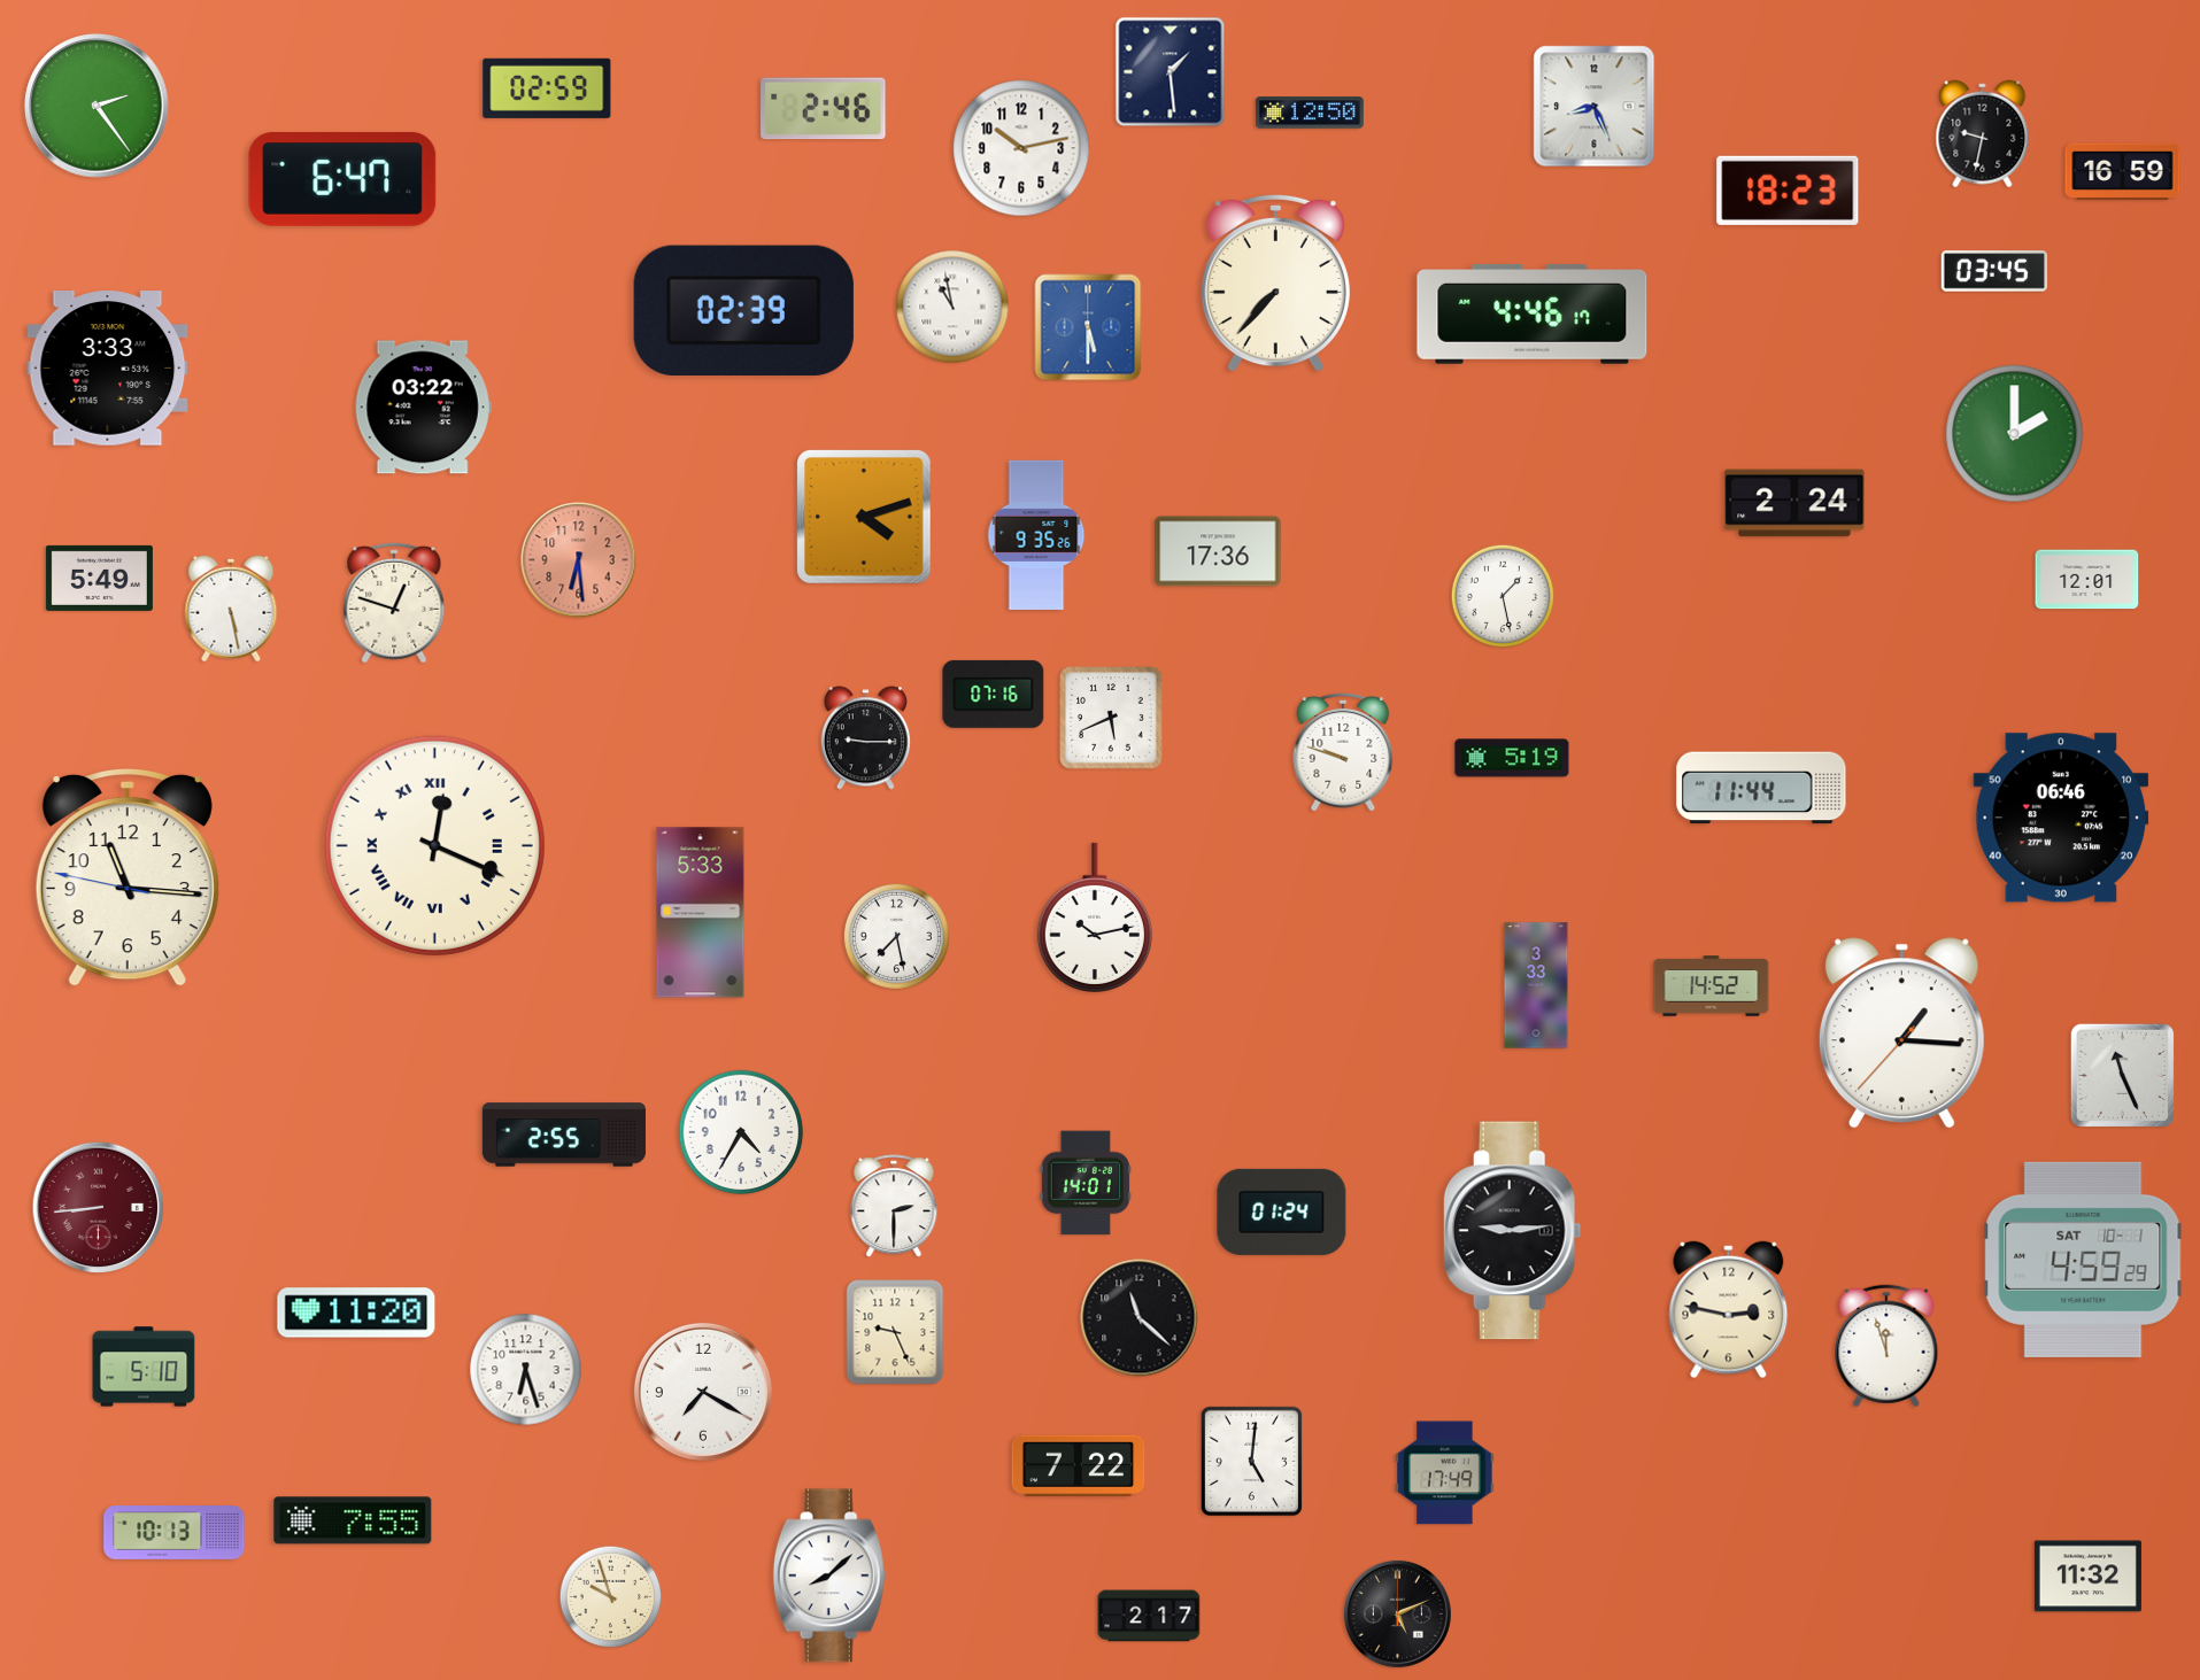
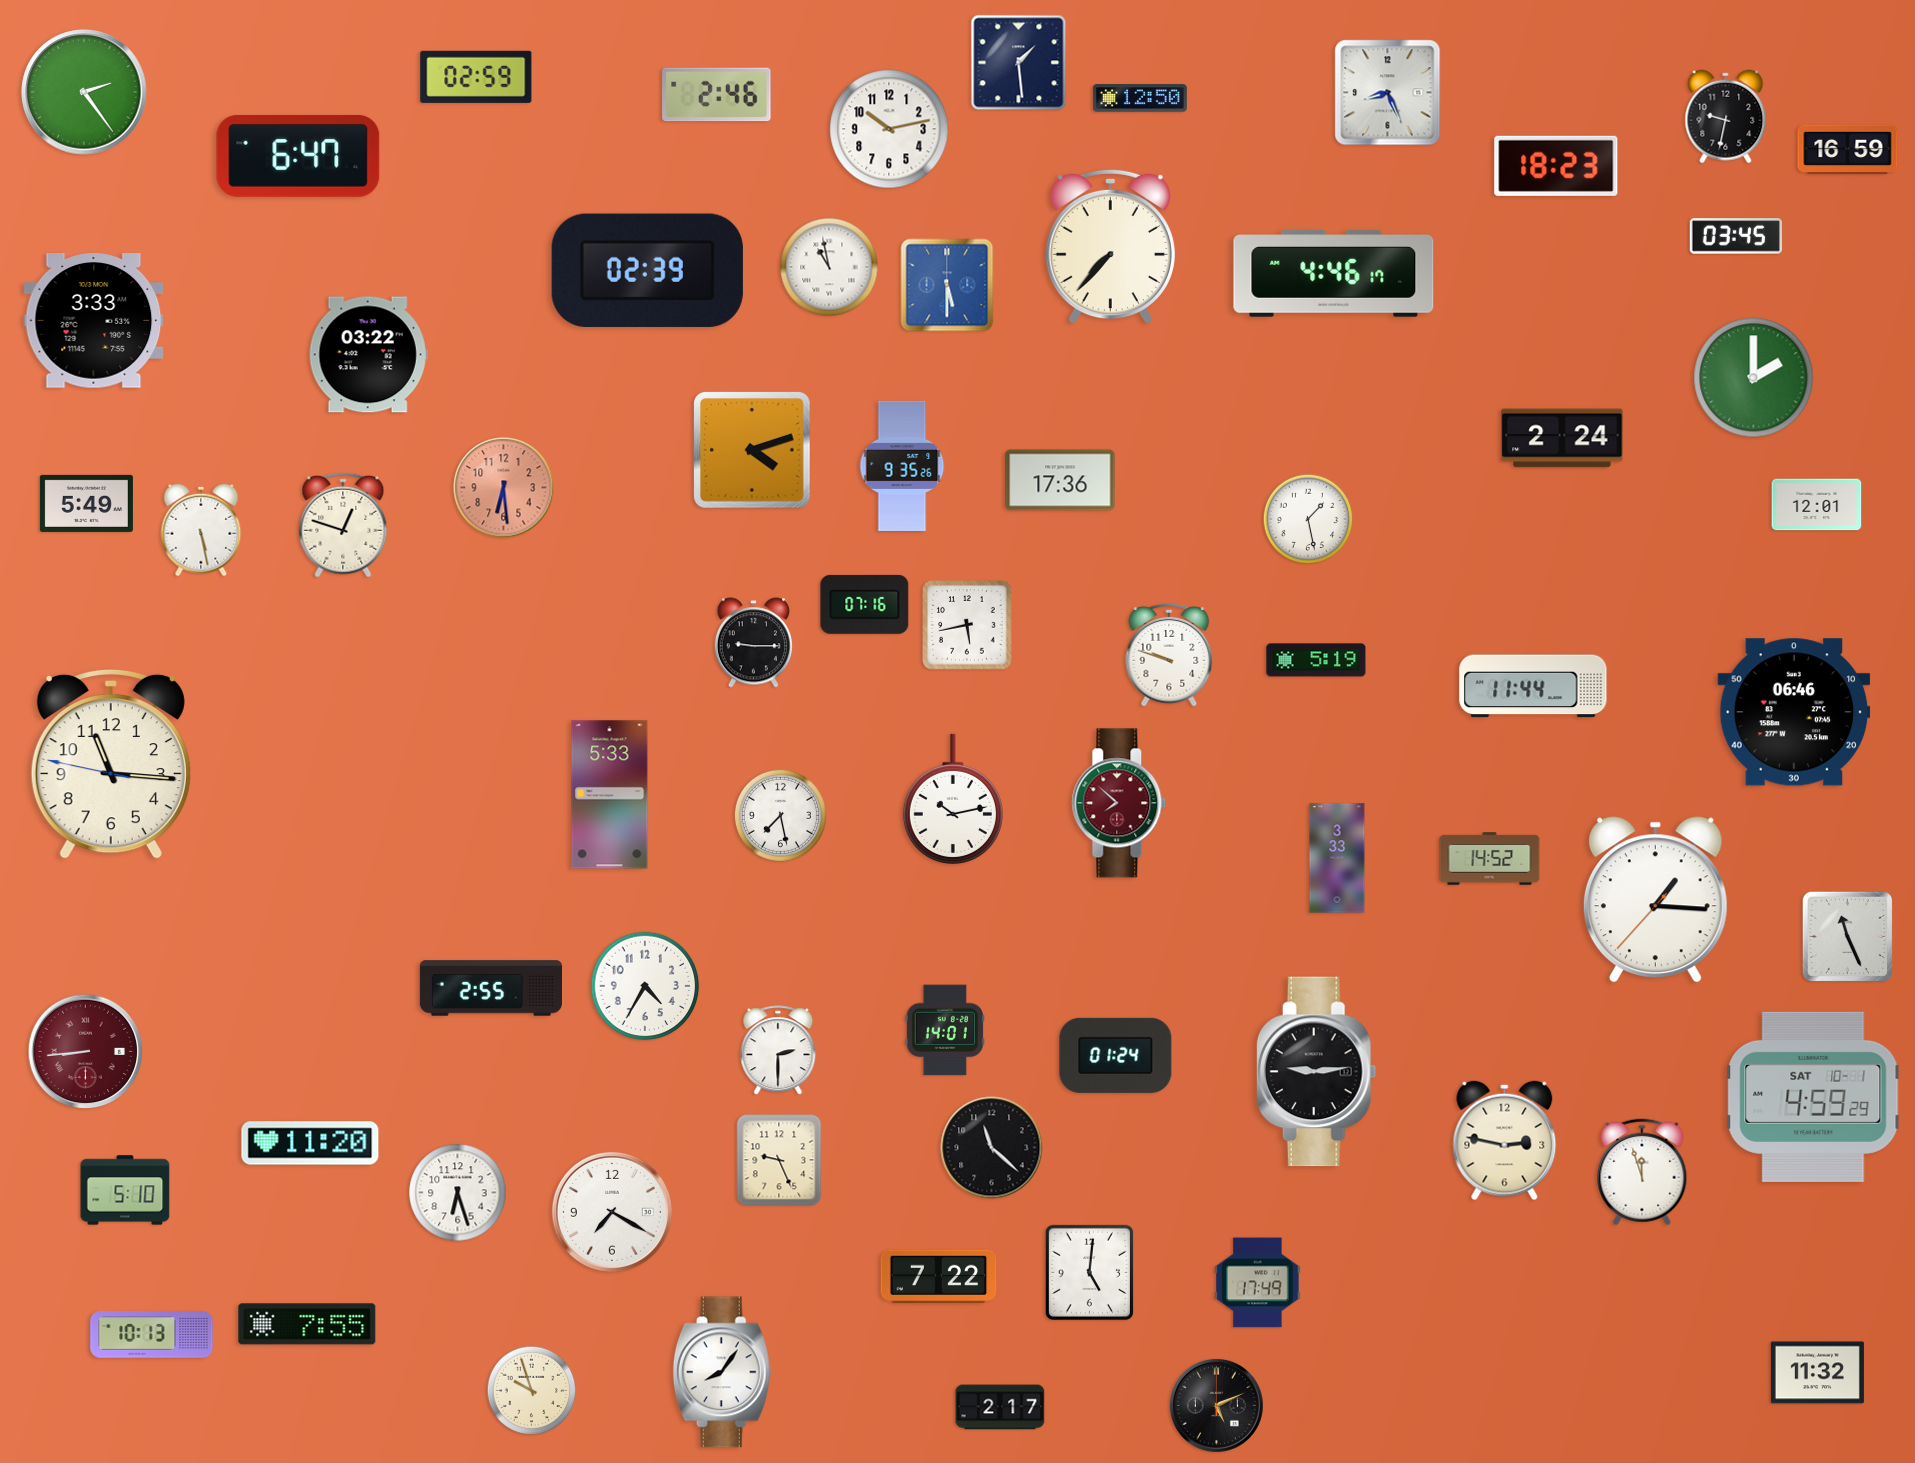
clock at (1112, 719): 5:41 -> 5:43
clock at (434, 845): 12:19 -> none
clock at (1119, 803): none -> 7:52
clock at (829, 1576): 8:08 -> 8:06
